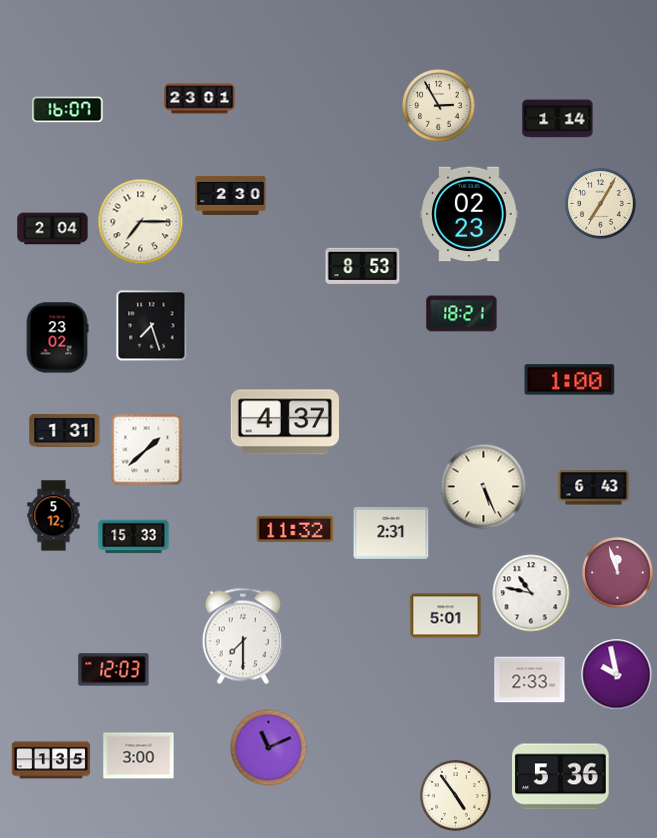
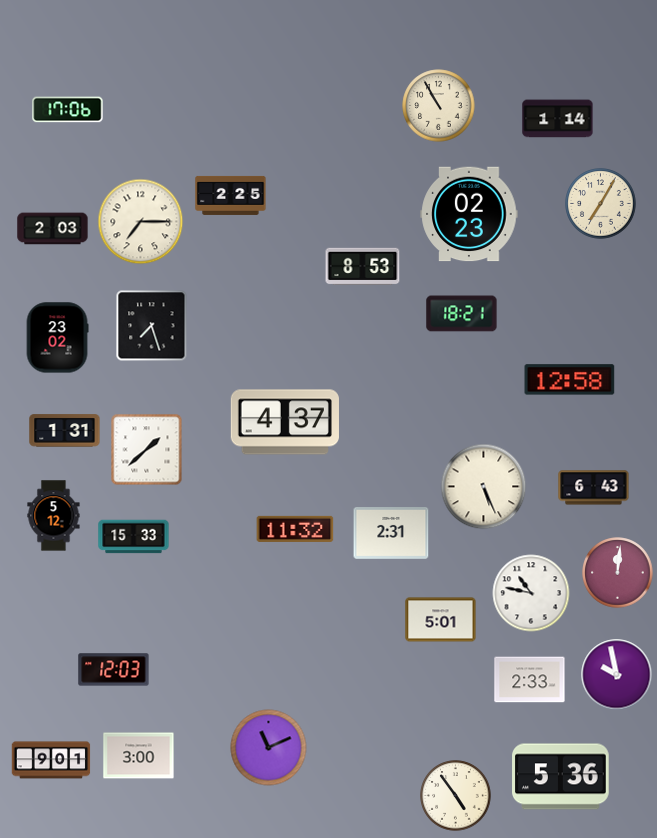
clock at (200, 99): 23:01 -> none
clock at (439, 106): 2:55 -> 10:55
clock at (68, 110): 16:07 -> 17:06
clock at (231, 195): 2:30 -> 2:25
clock at (53, 229): 2:04 -> 2:03
clock at (570, 380): 1:00 -> 12:58
clock at (618, 573): 11:57 -> 12:01
clock at (446, 616) position: (446, 616) -> (441, 620)
clock at (243, 636): 7:30 -> none
clock at (51, 760): 1:35 -> 9:01
